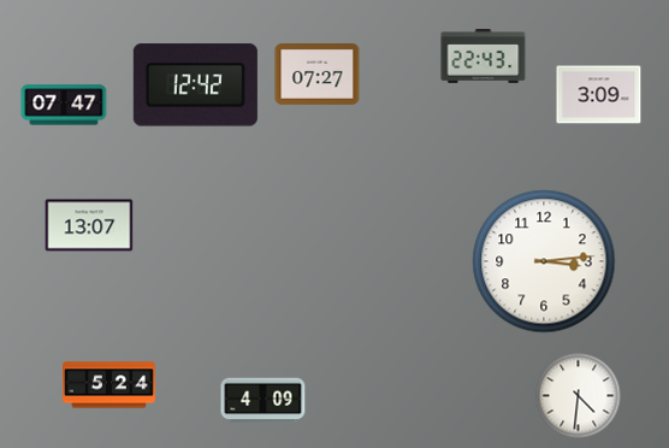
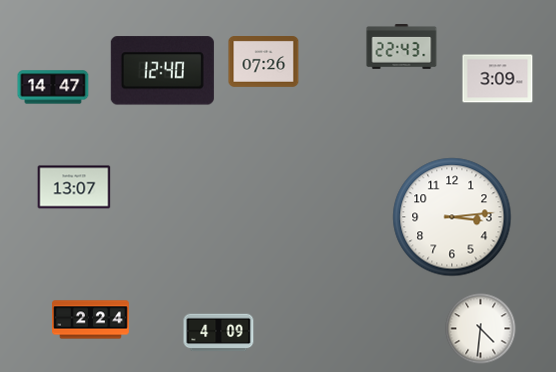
clock at (318, 75): 07:27 -> 07:26
clock at (195, 86): 12:42 -> 12:40
clock at (64, 105): 07:47 -> 14:47
clock at (109, 385): 5:24 -> 2:24
